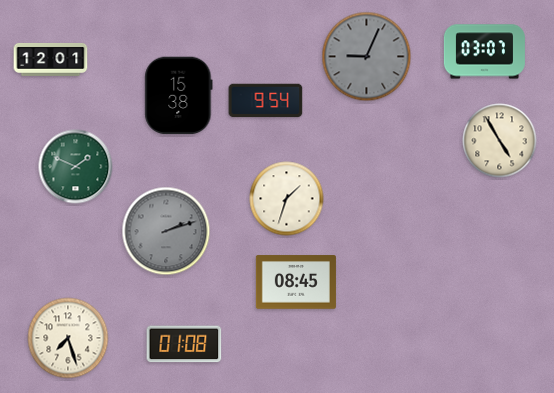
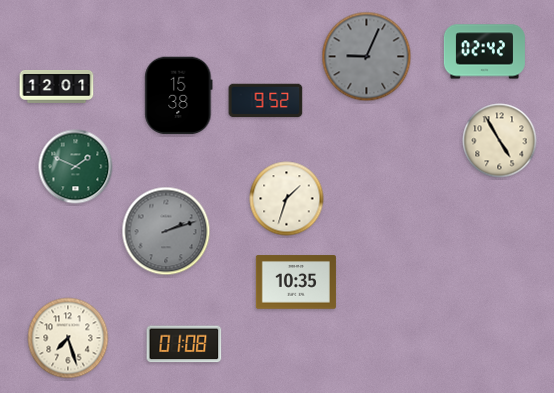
clock at (484, 52): 03:07 -> 02:42
clock at (51, 60) position: (51, 60) -> (57, 87)
clock at (266, 101): 9:54 -> 9:52
clock at (296, 282): 08:45 -> 10:35
